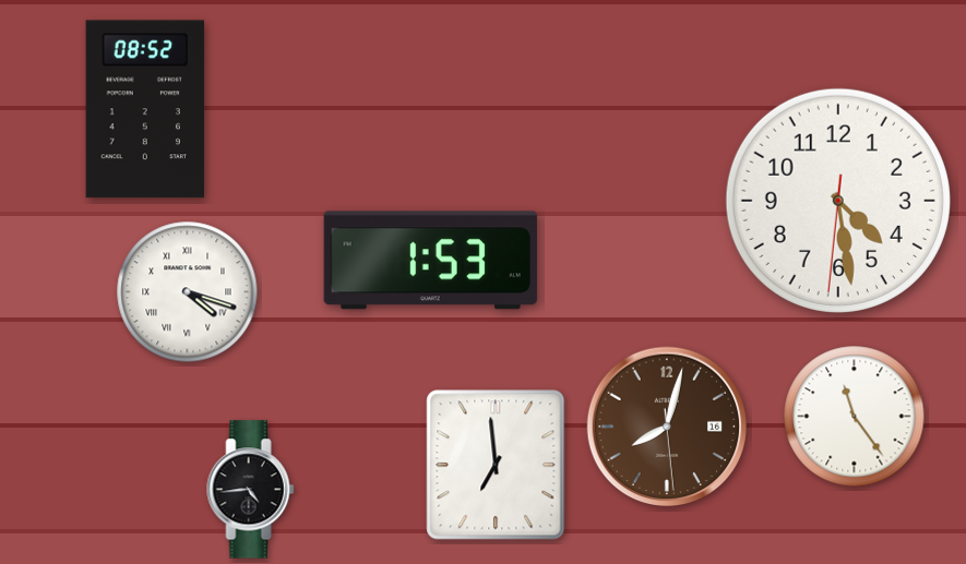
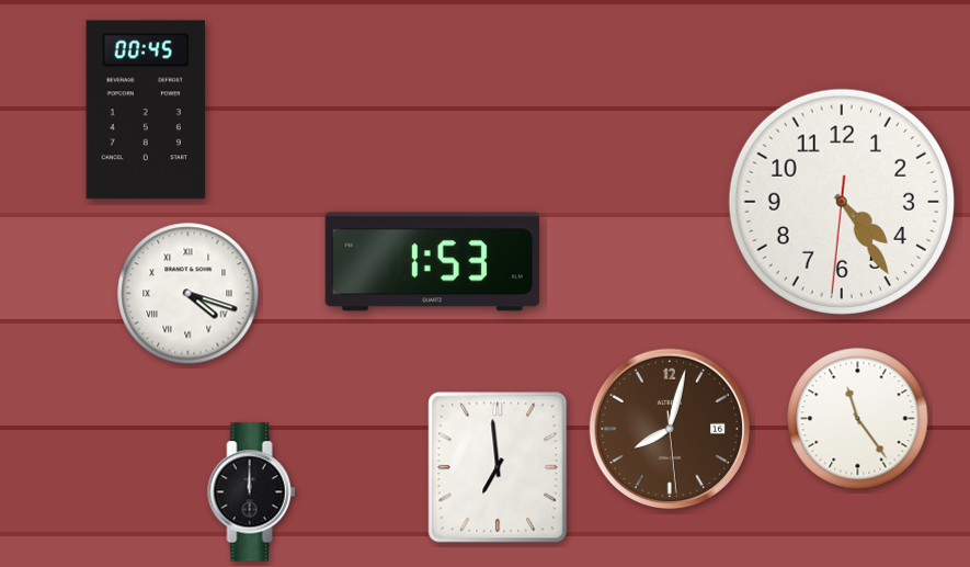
clock at (144, 109): 08:52 -> 00:45
clock at (838, 201): 4:28 -> 4:24
clock at (251, 490): 4:44 -> 12:00
